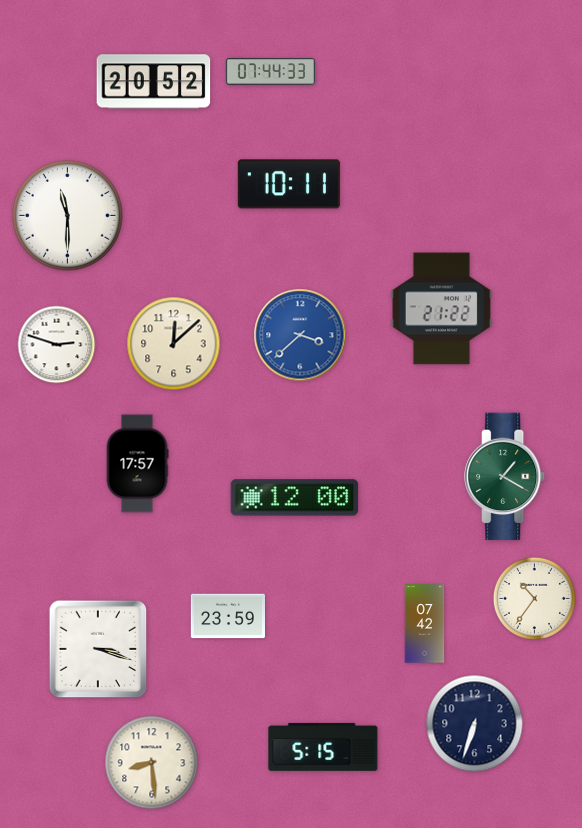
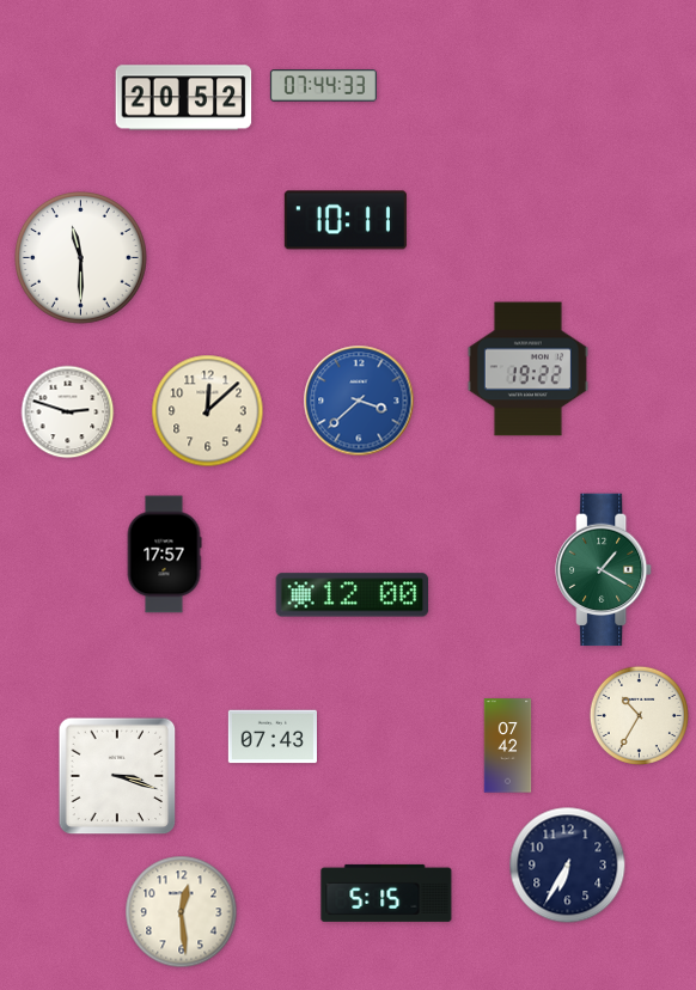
clock at (441, 309): 21:22 -> 19:22
clock at (534, 598): 10:36 -> 10:35
clock at (227, 616): 23:59 -> 07:43
clock at (475, 724): 6:33 -> 6:35
clock at (152, 763): 8:29 -> 12:29
